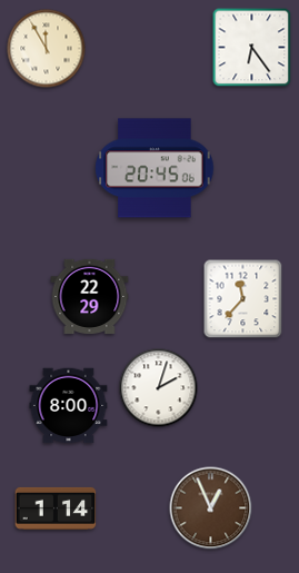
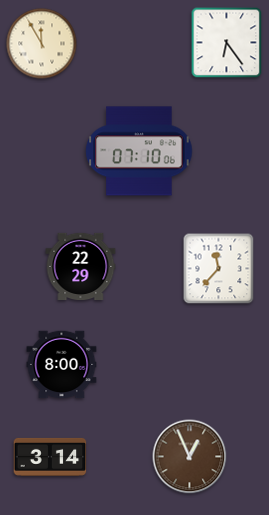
clock at (155, 168): 20:45 -> 07:10
clock at (159, 388): 2:03 -> none
clock at (56, 508): 1:14 -> 3:14
